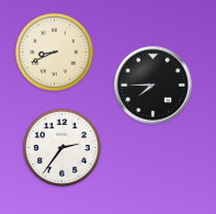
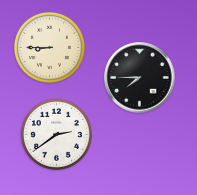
clock at (54, 52): 8:41 -> 8:45
clock at (61, 147): 2:36 -> 2:39
